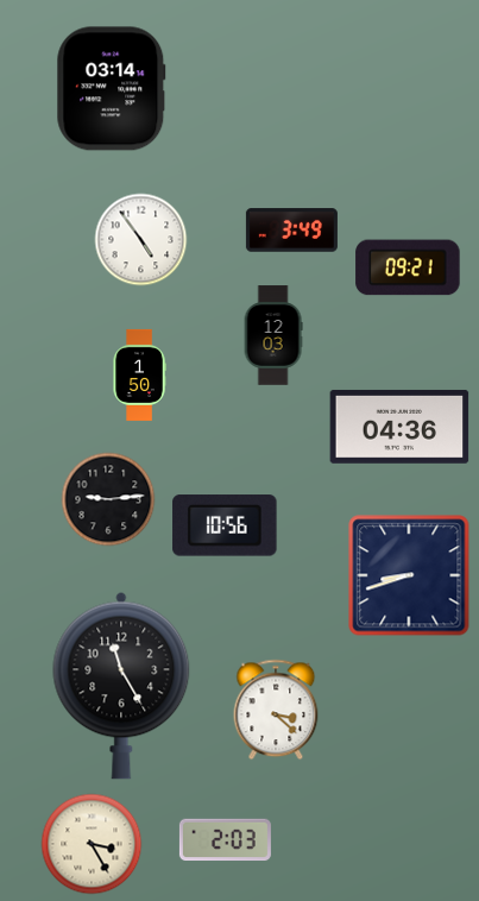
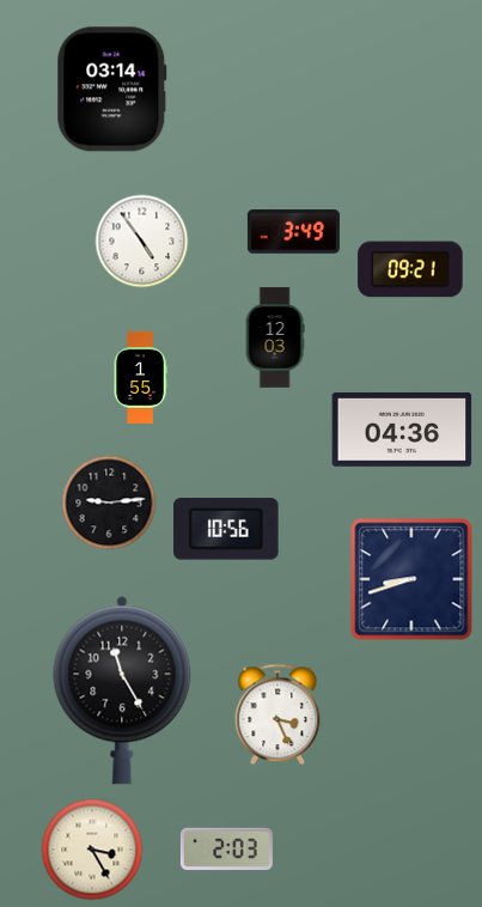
clock at (139, 374): 1:50 -> 1:55
clock at (276, 710): 3:22 -> 3:26
clock at (225, 840) position: (225, 840) -> (226, 850)
